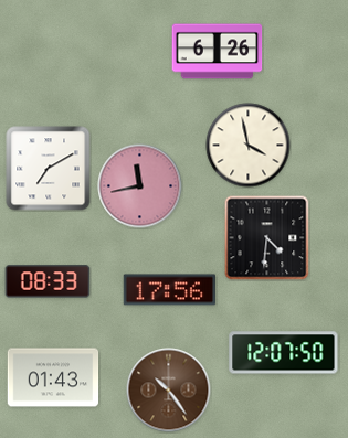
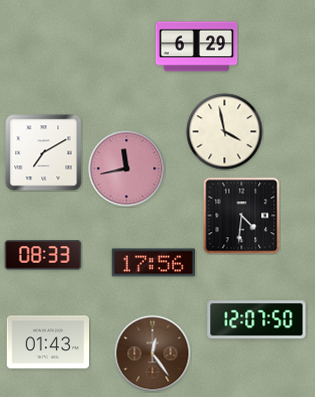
clock at (218, 52): 6:26 -> 6:29
clock at (169, 391): 10:24 -> 12:24
